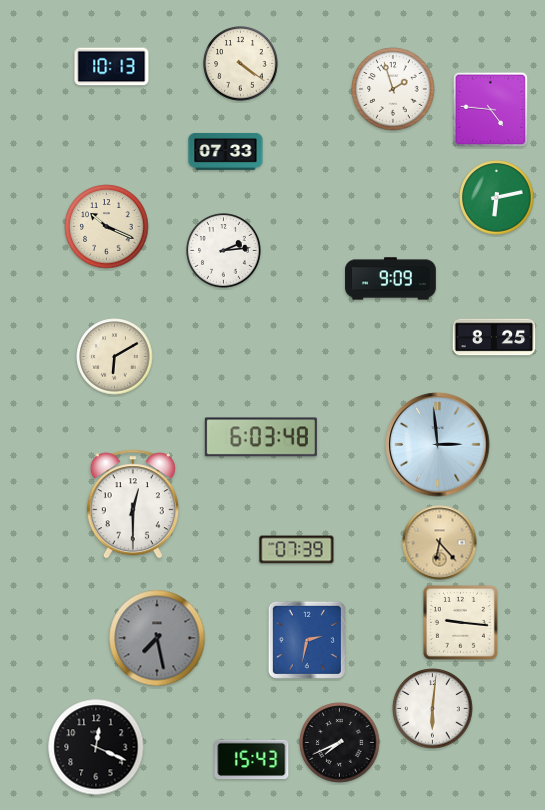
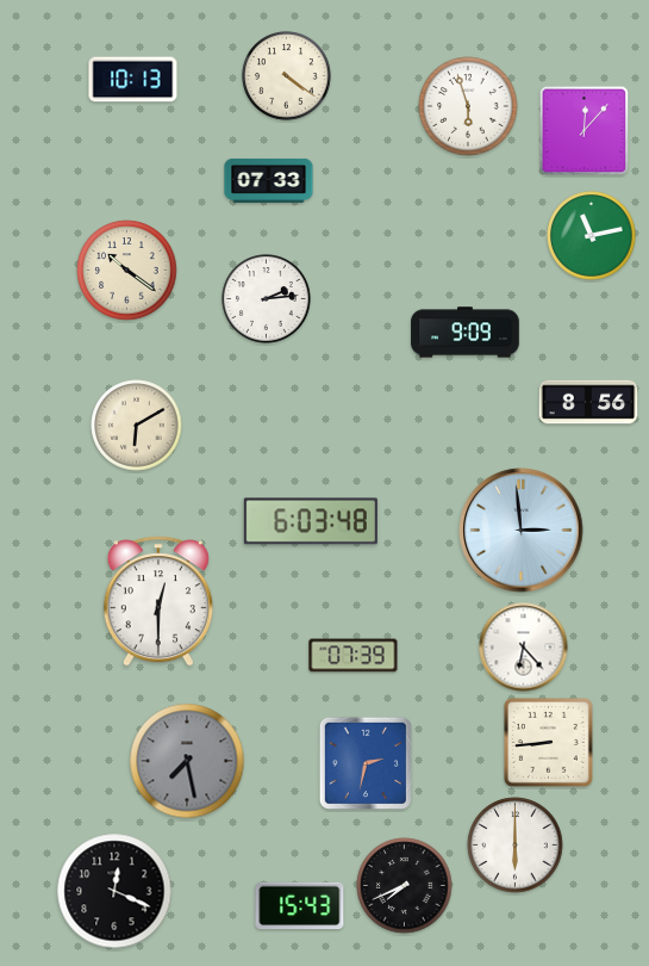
clock at (393, 89): 1:57 -> 5:57
clock at (491, 110): 4:46 -> 12:07
clock at (497, 198): 6:13 -> 11:13
clock at (107, 227): 10:19 -> 10:21
clock at (494, 337): 8:25 -> 8:56
clock at (440, 543) dial: champagne -> white
clock at (460, 622): 9:16 -> 8:44
clock at (433, 709): 6:01 -> 6:00
